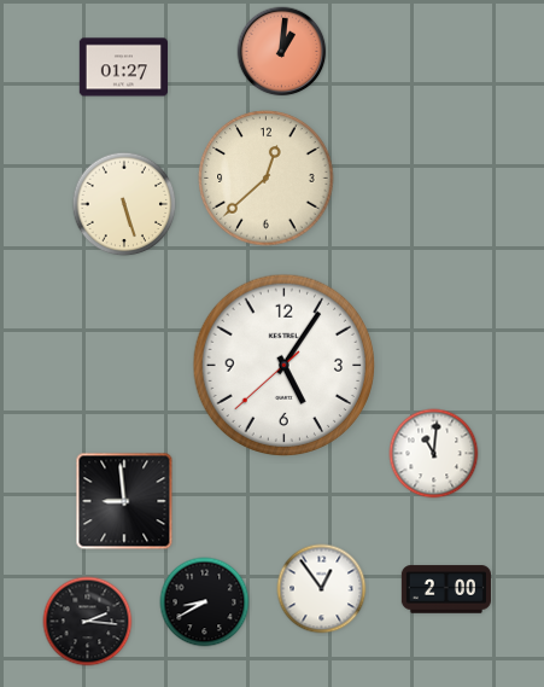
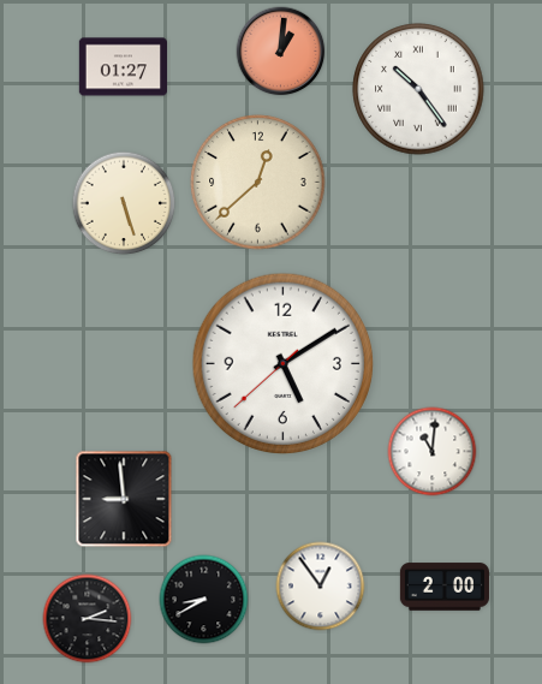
clock at (418, 89): none -> 10:24
clock at (267, 179) position: (267, 179) -> (258, 183)
clock at (283, 365): 5:05 -> 5:09
